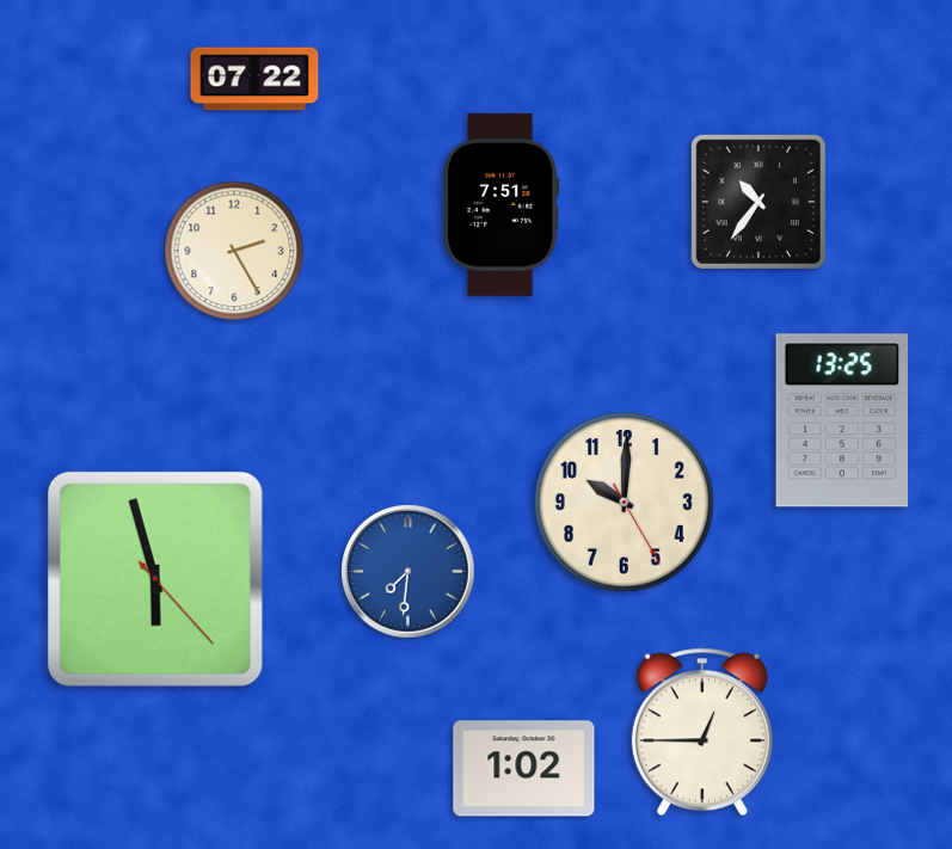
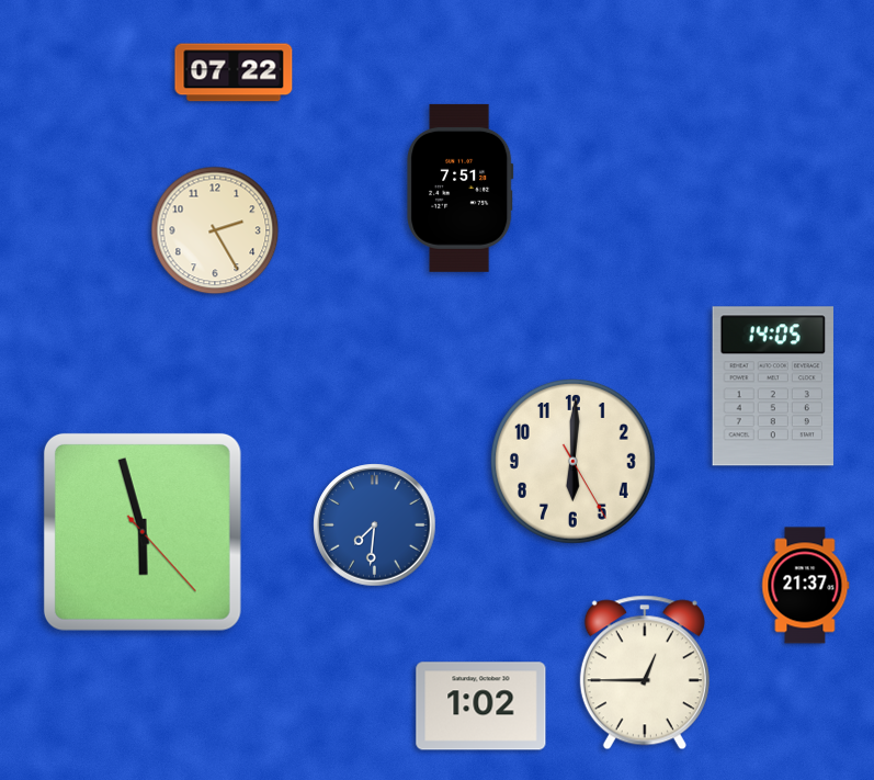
clock at (758, 202): 10:36 -> none
clock at (842, 420): 13:25 -> 14:05
clock at (625, 503): 10:00 -> 6:00
clock at (806, 586): none -> 21:37
